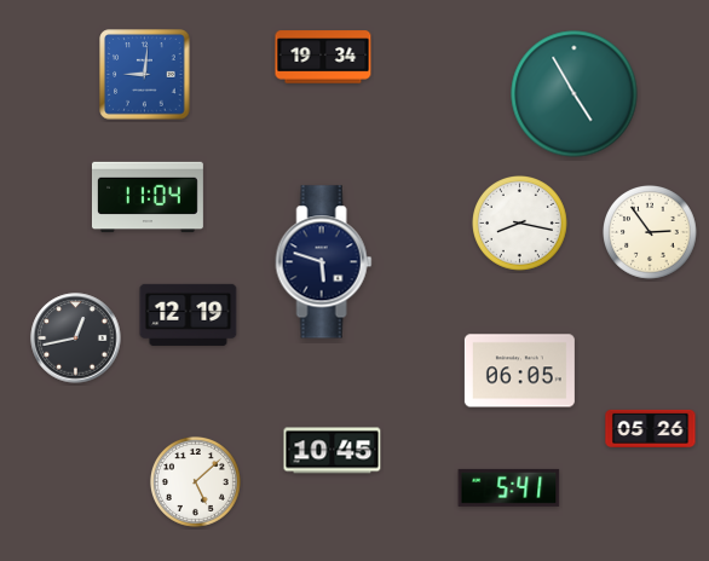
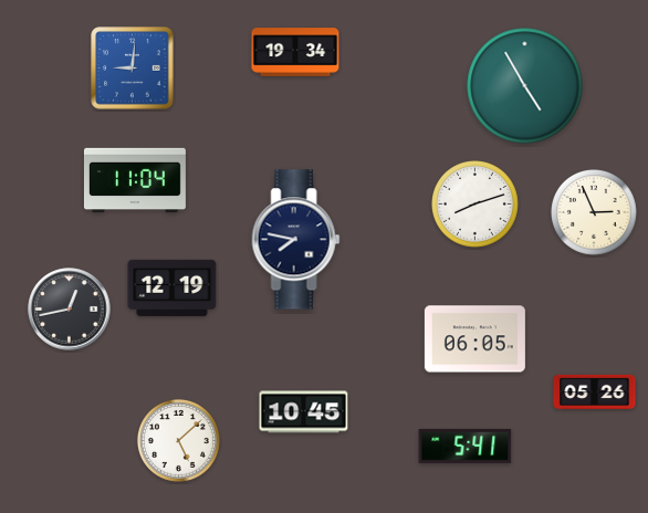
clock at (520, 224): 8:17 -> 8:12
clock at (651, 233): 2:54 -> 2:56
clock at (324, 262): 5:48 -> 7:47
